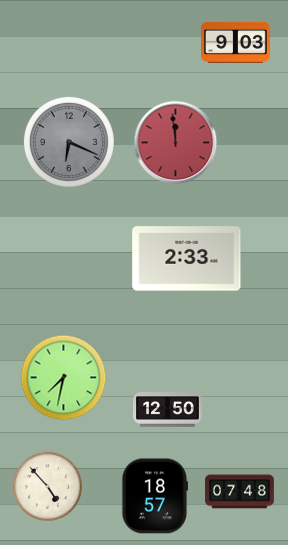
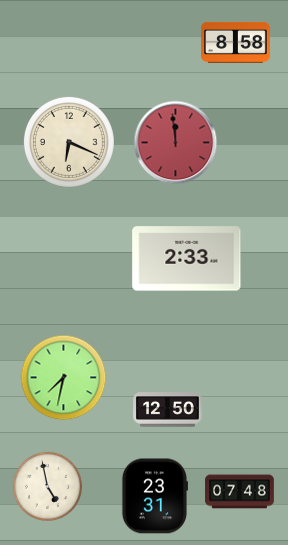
clock at (236, 42): 9:03 -> 8:58
clock at (69, 142) dial: grey -> cream
clock at (47, 486): 4:53 -> 4:58
clock at (154, 496): 18:57 -> 23:31
